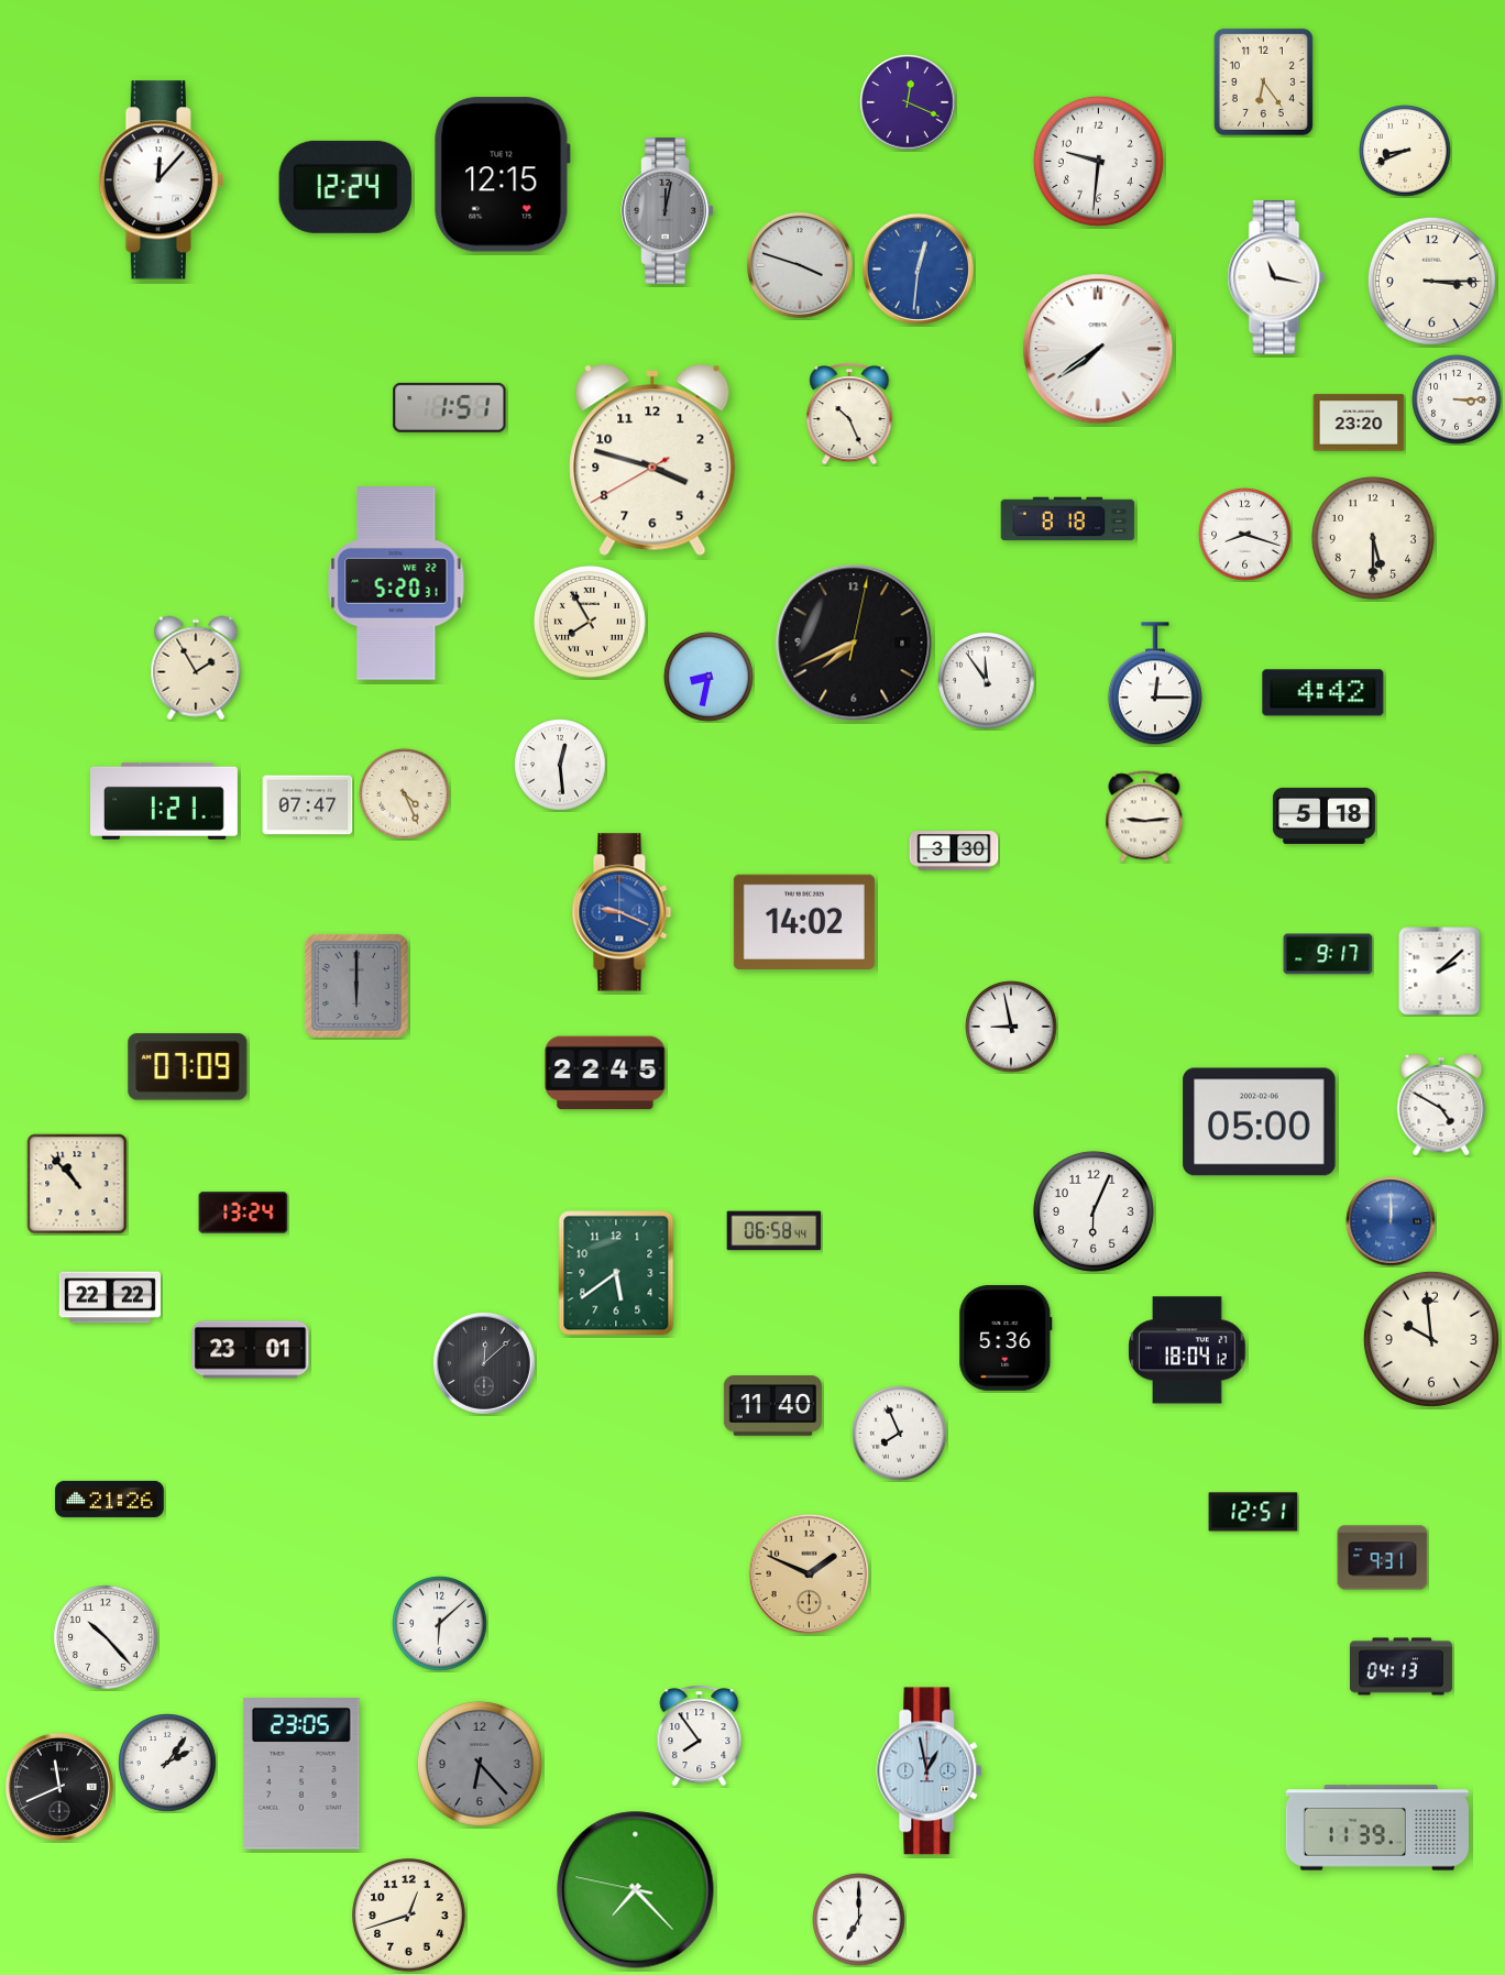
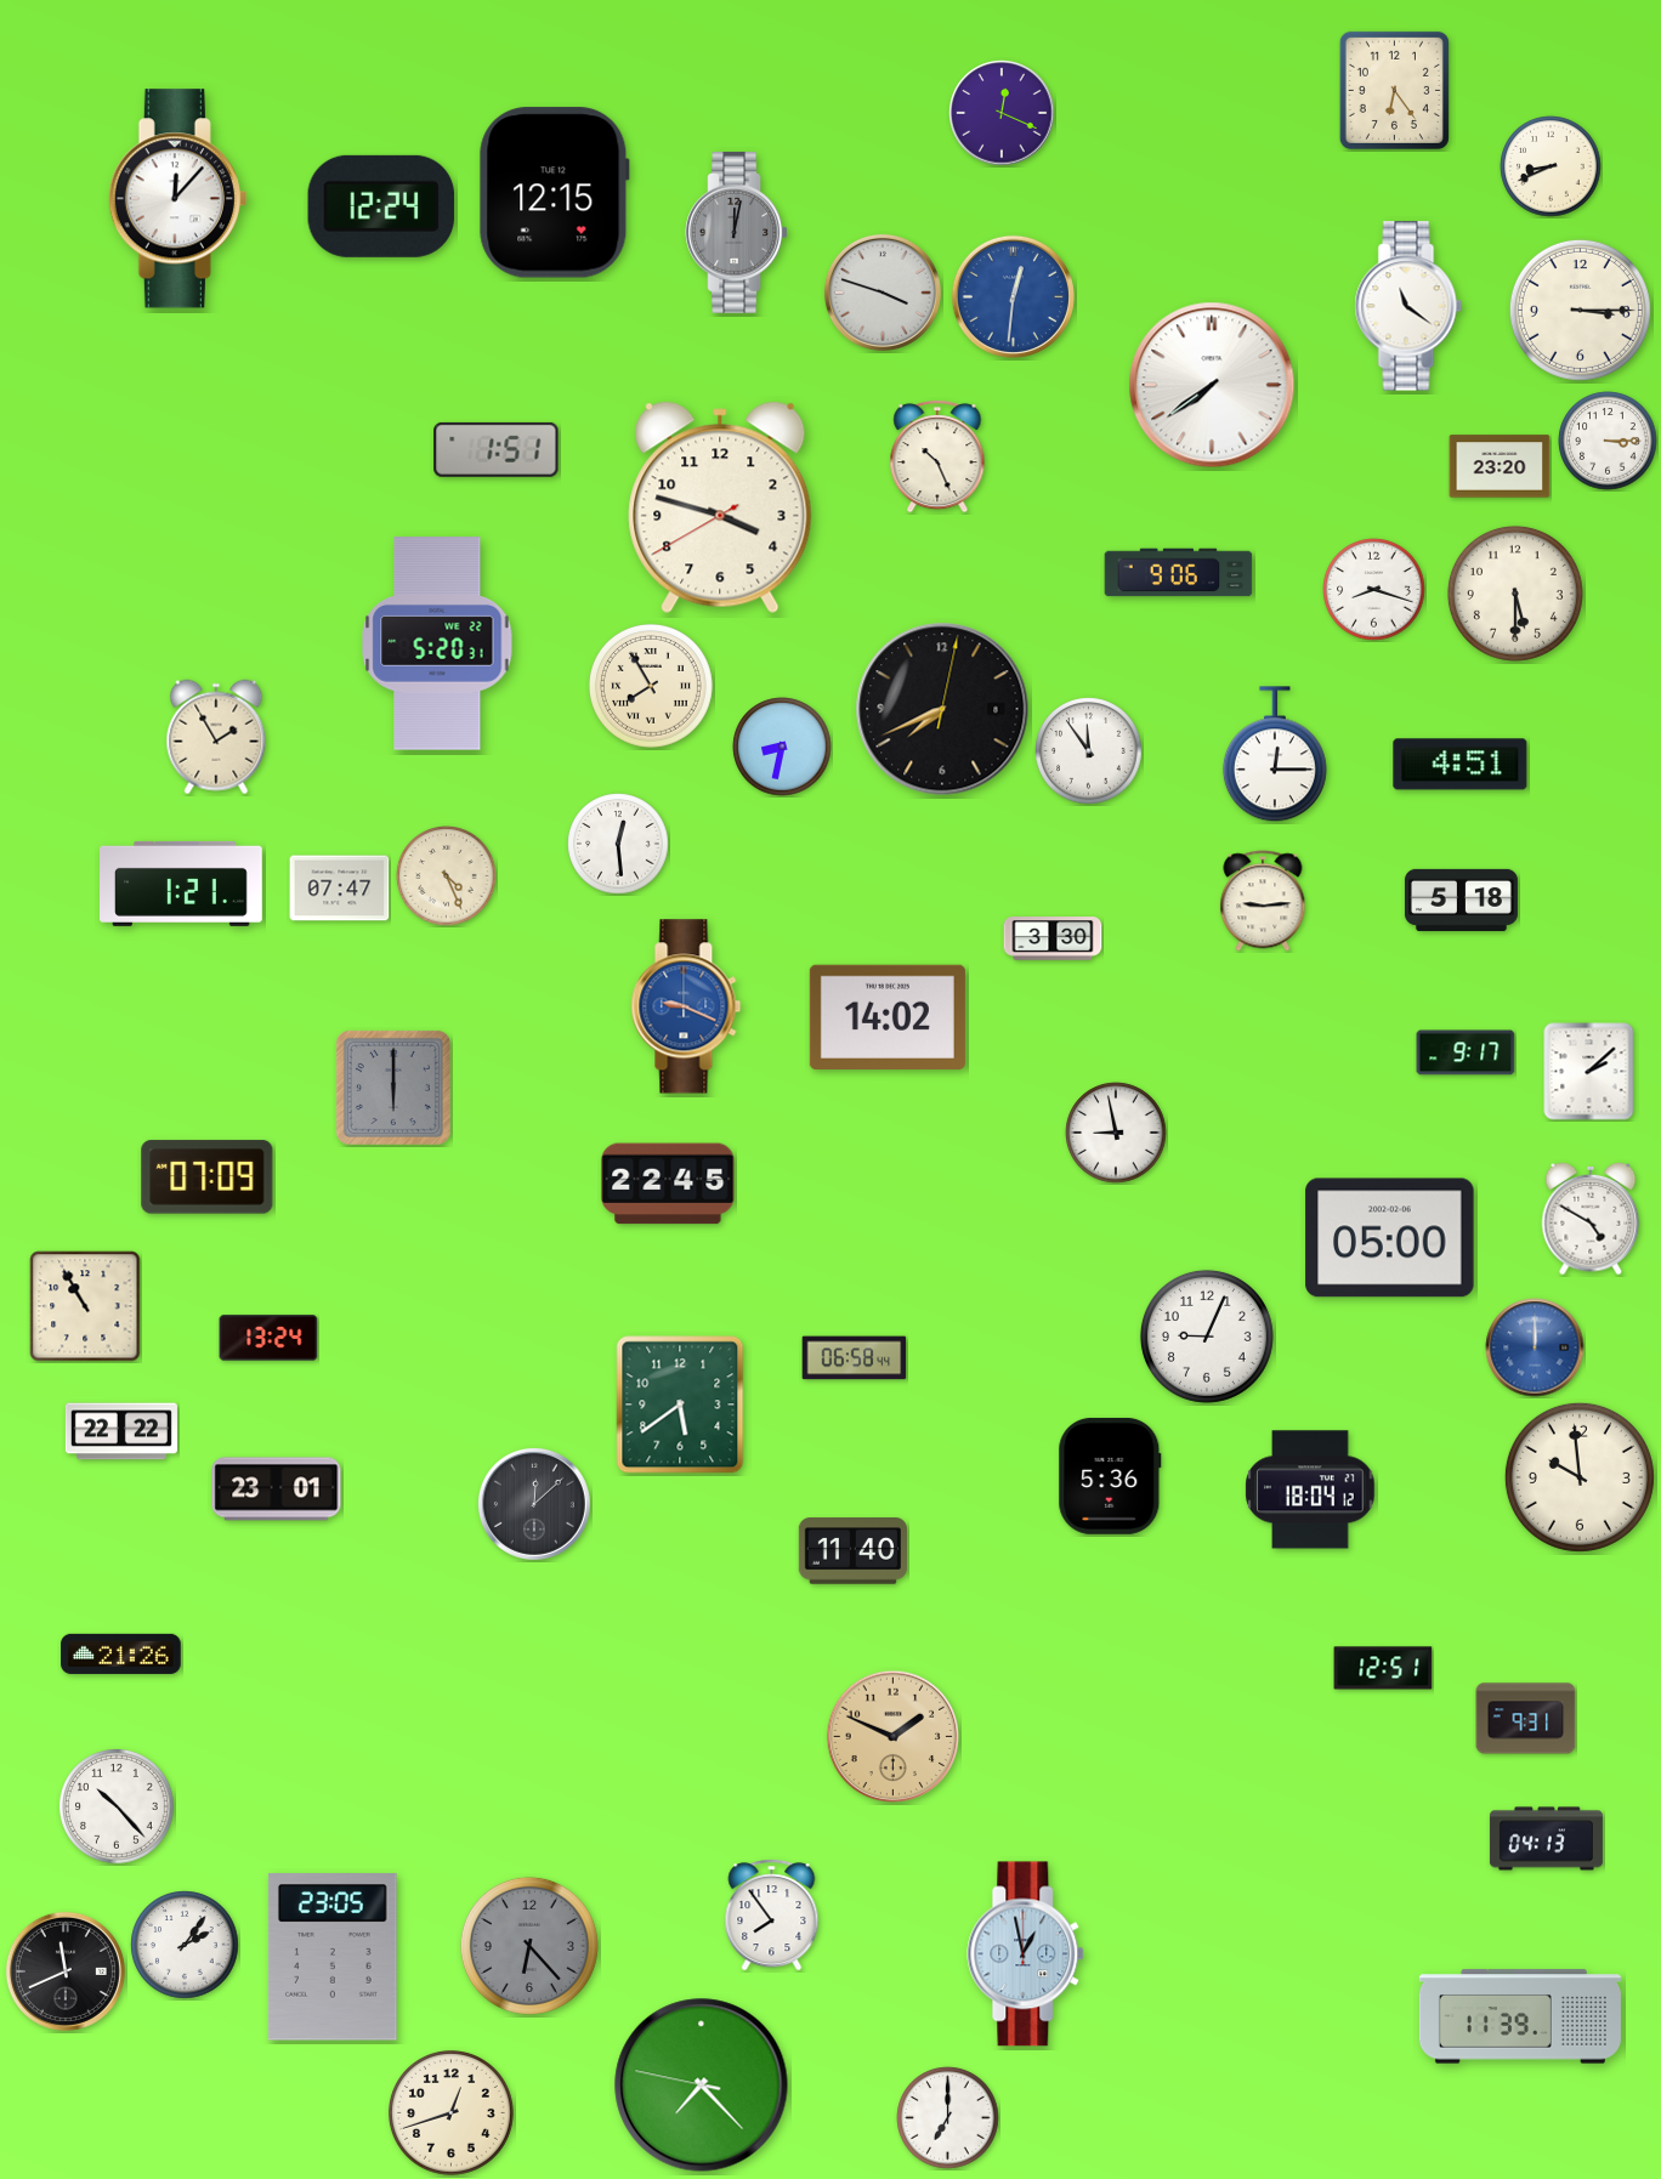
clock at (1098, 161): 9:31 -> none
clock at (1276, 277): 11:17 -> 11:21
clock at (1068, 519): 8:18 -> 9:06
clock at (1323, 693): 4:42 -> 4:51
clock at (77, 1184): 10:53 -> 10:55
clock at (1094, 1211): 6:04 -> 9:04
clock at (900, 1434): 7:56 -> none
clock at (440, 1624): 6:08 -> none
